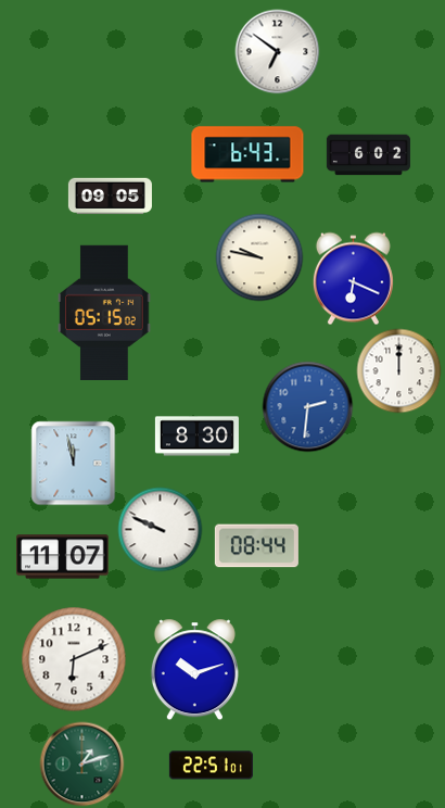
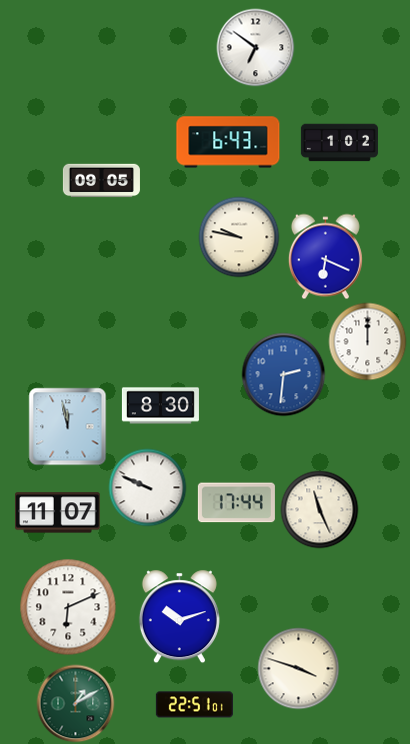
clock at (368, 155): 6:02 -> 1:02
clock at (104, 312): 05:15 -> none
clock at (196, 437) position: (196, 437) -> (160, 406)
clock at (256, 546): 08:44 -> 17:44
clock at (319, 509): none -> 11:26
clock at (298, 668): none -> 3:48
clock at (81, 763): 1:12 -> 1:10
